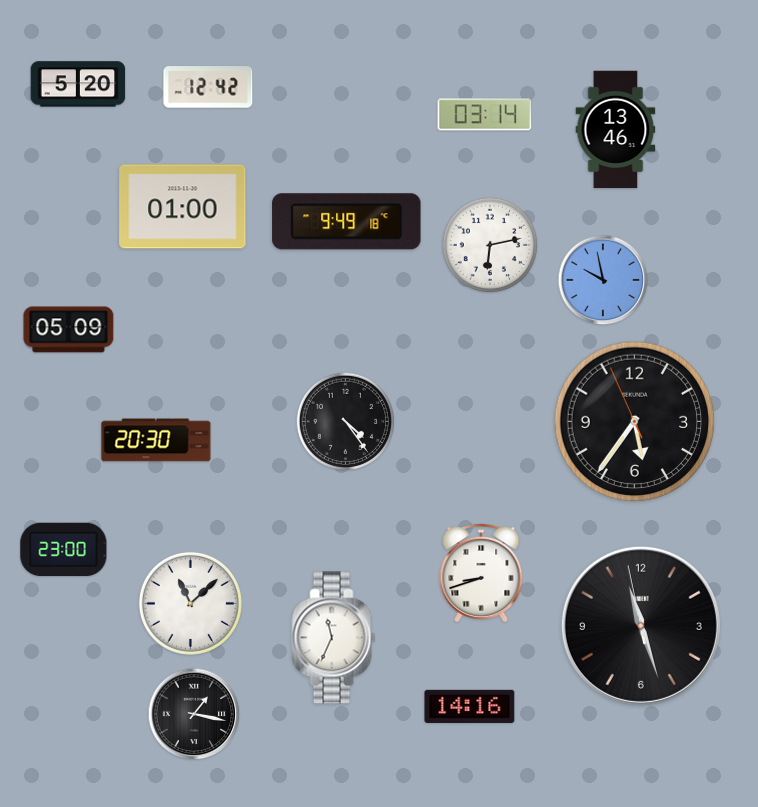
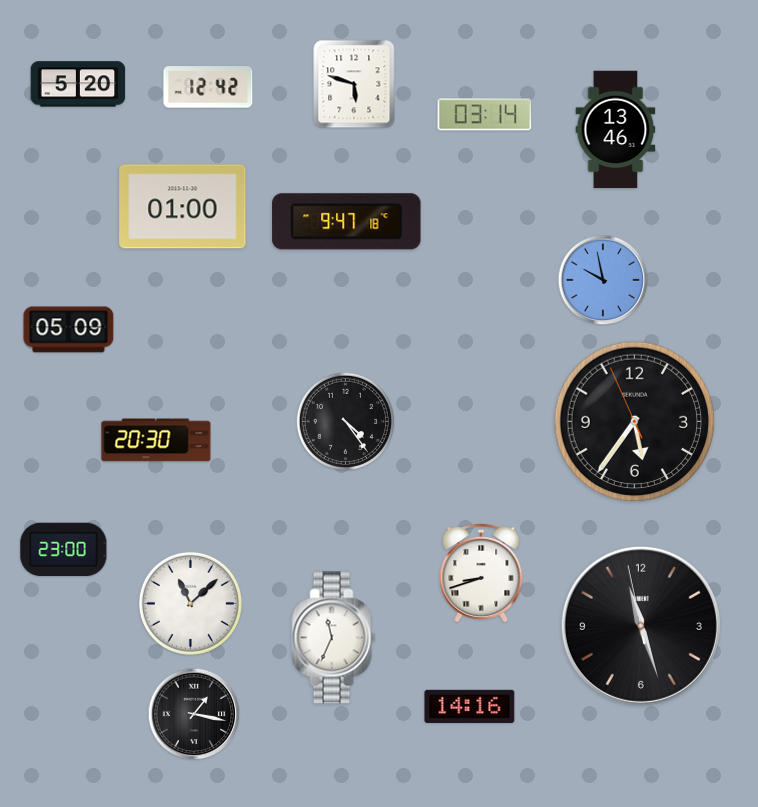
clock at (354, 84): none -> 5:48
clock at (347, 222): 9:49 -> 9:47
clock at (490, 245): 6:13 -> none
